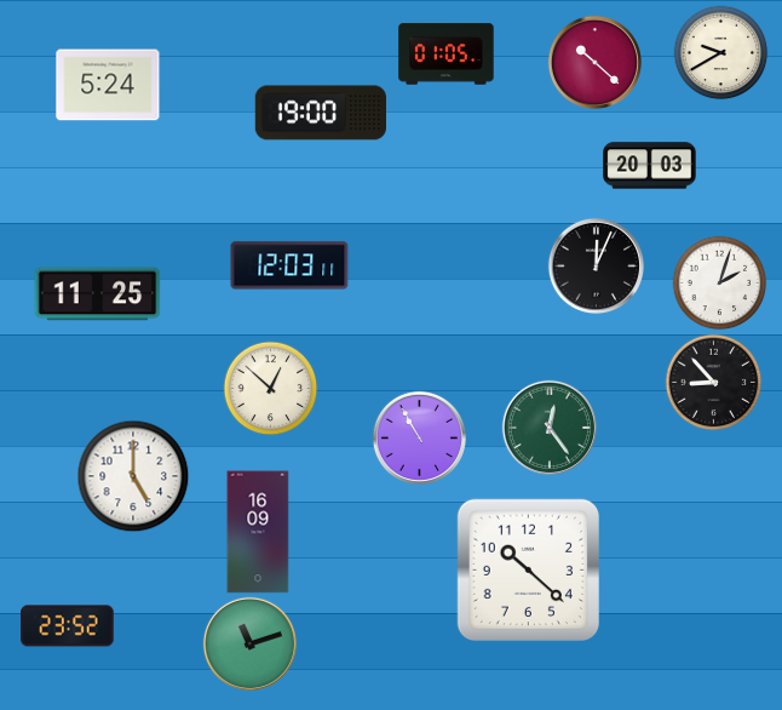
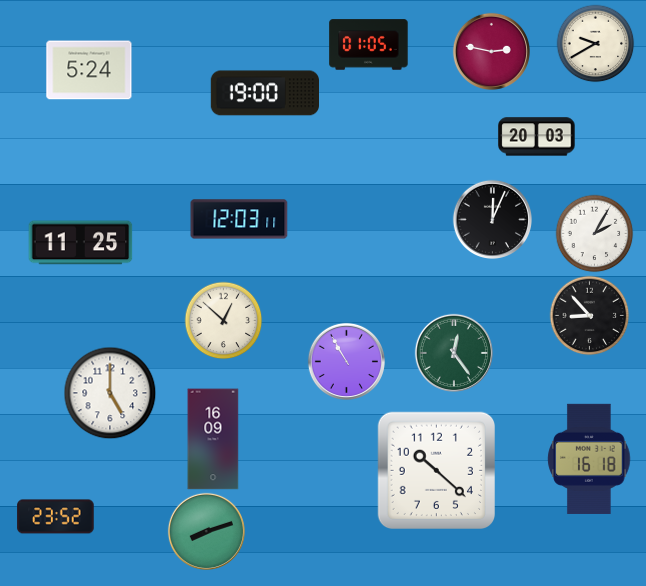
clock at (594, 62): 10:22 -> 2:47
clock at (719, 282): 2:03 -> 2:05
clock at (589, 459): none -> 16:18
clock at (249, 643): 11:12 -> 8:12
